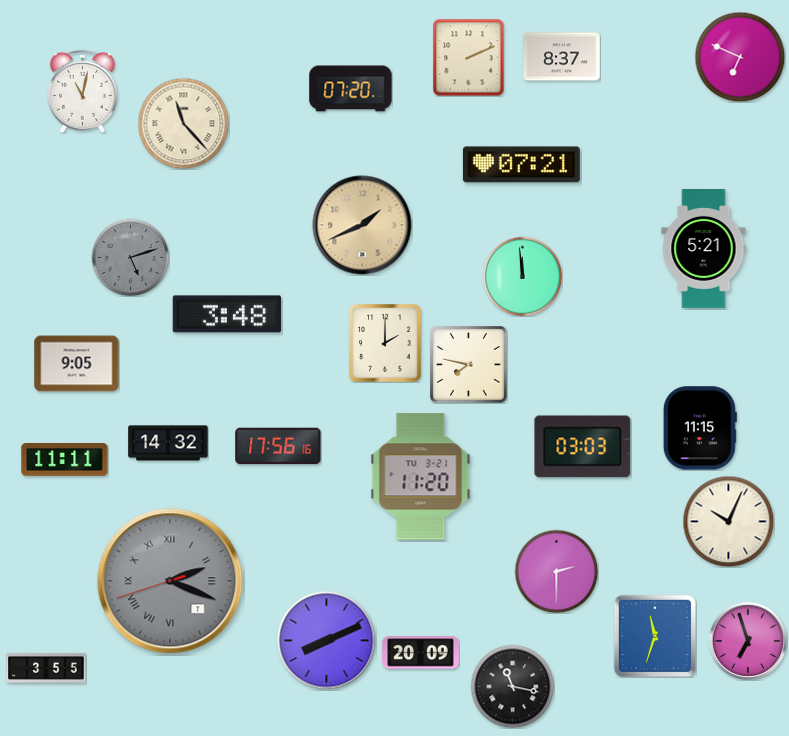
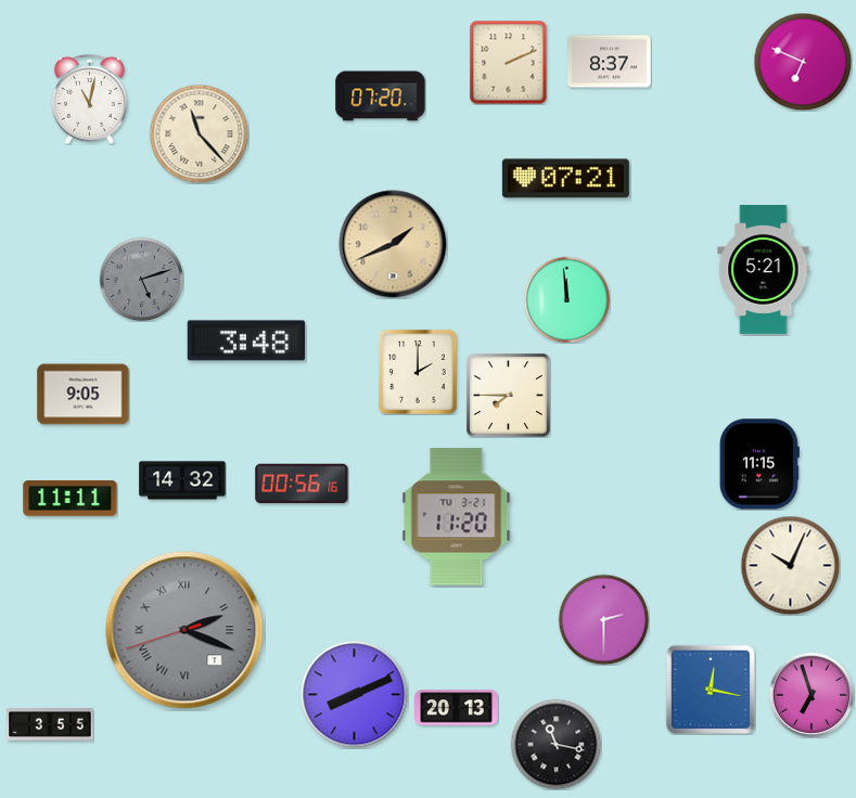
clock at (469, 365): 7:47 -> 7:45
clock at (278, 446): 17:56 -> 00:56
clock at (583, 447): 03:03 -> none
clock at (654, 635): 11:33 -> 12:17
clock at (421, 653): 20:09 -> 20:13
